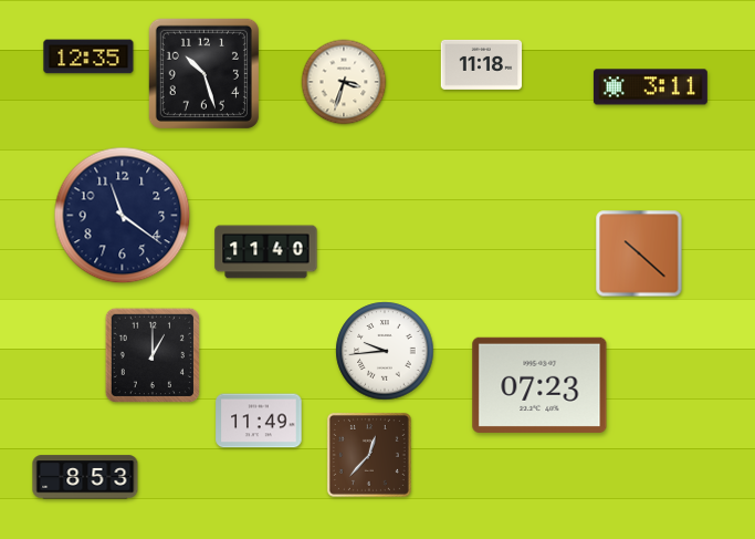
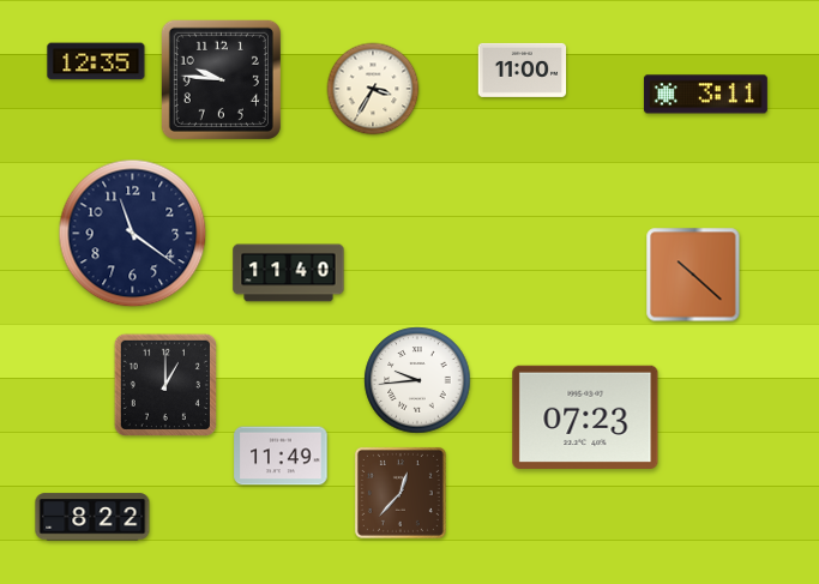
clock at (482, 64): 11:18 -> 11:00
clock at (203, 73): 10:27 -> 9:46
clock at (344, 82): 3:33 -> 3:35
clock at (85, 477): 8:53 -> 8:22
